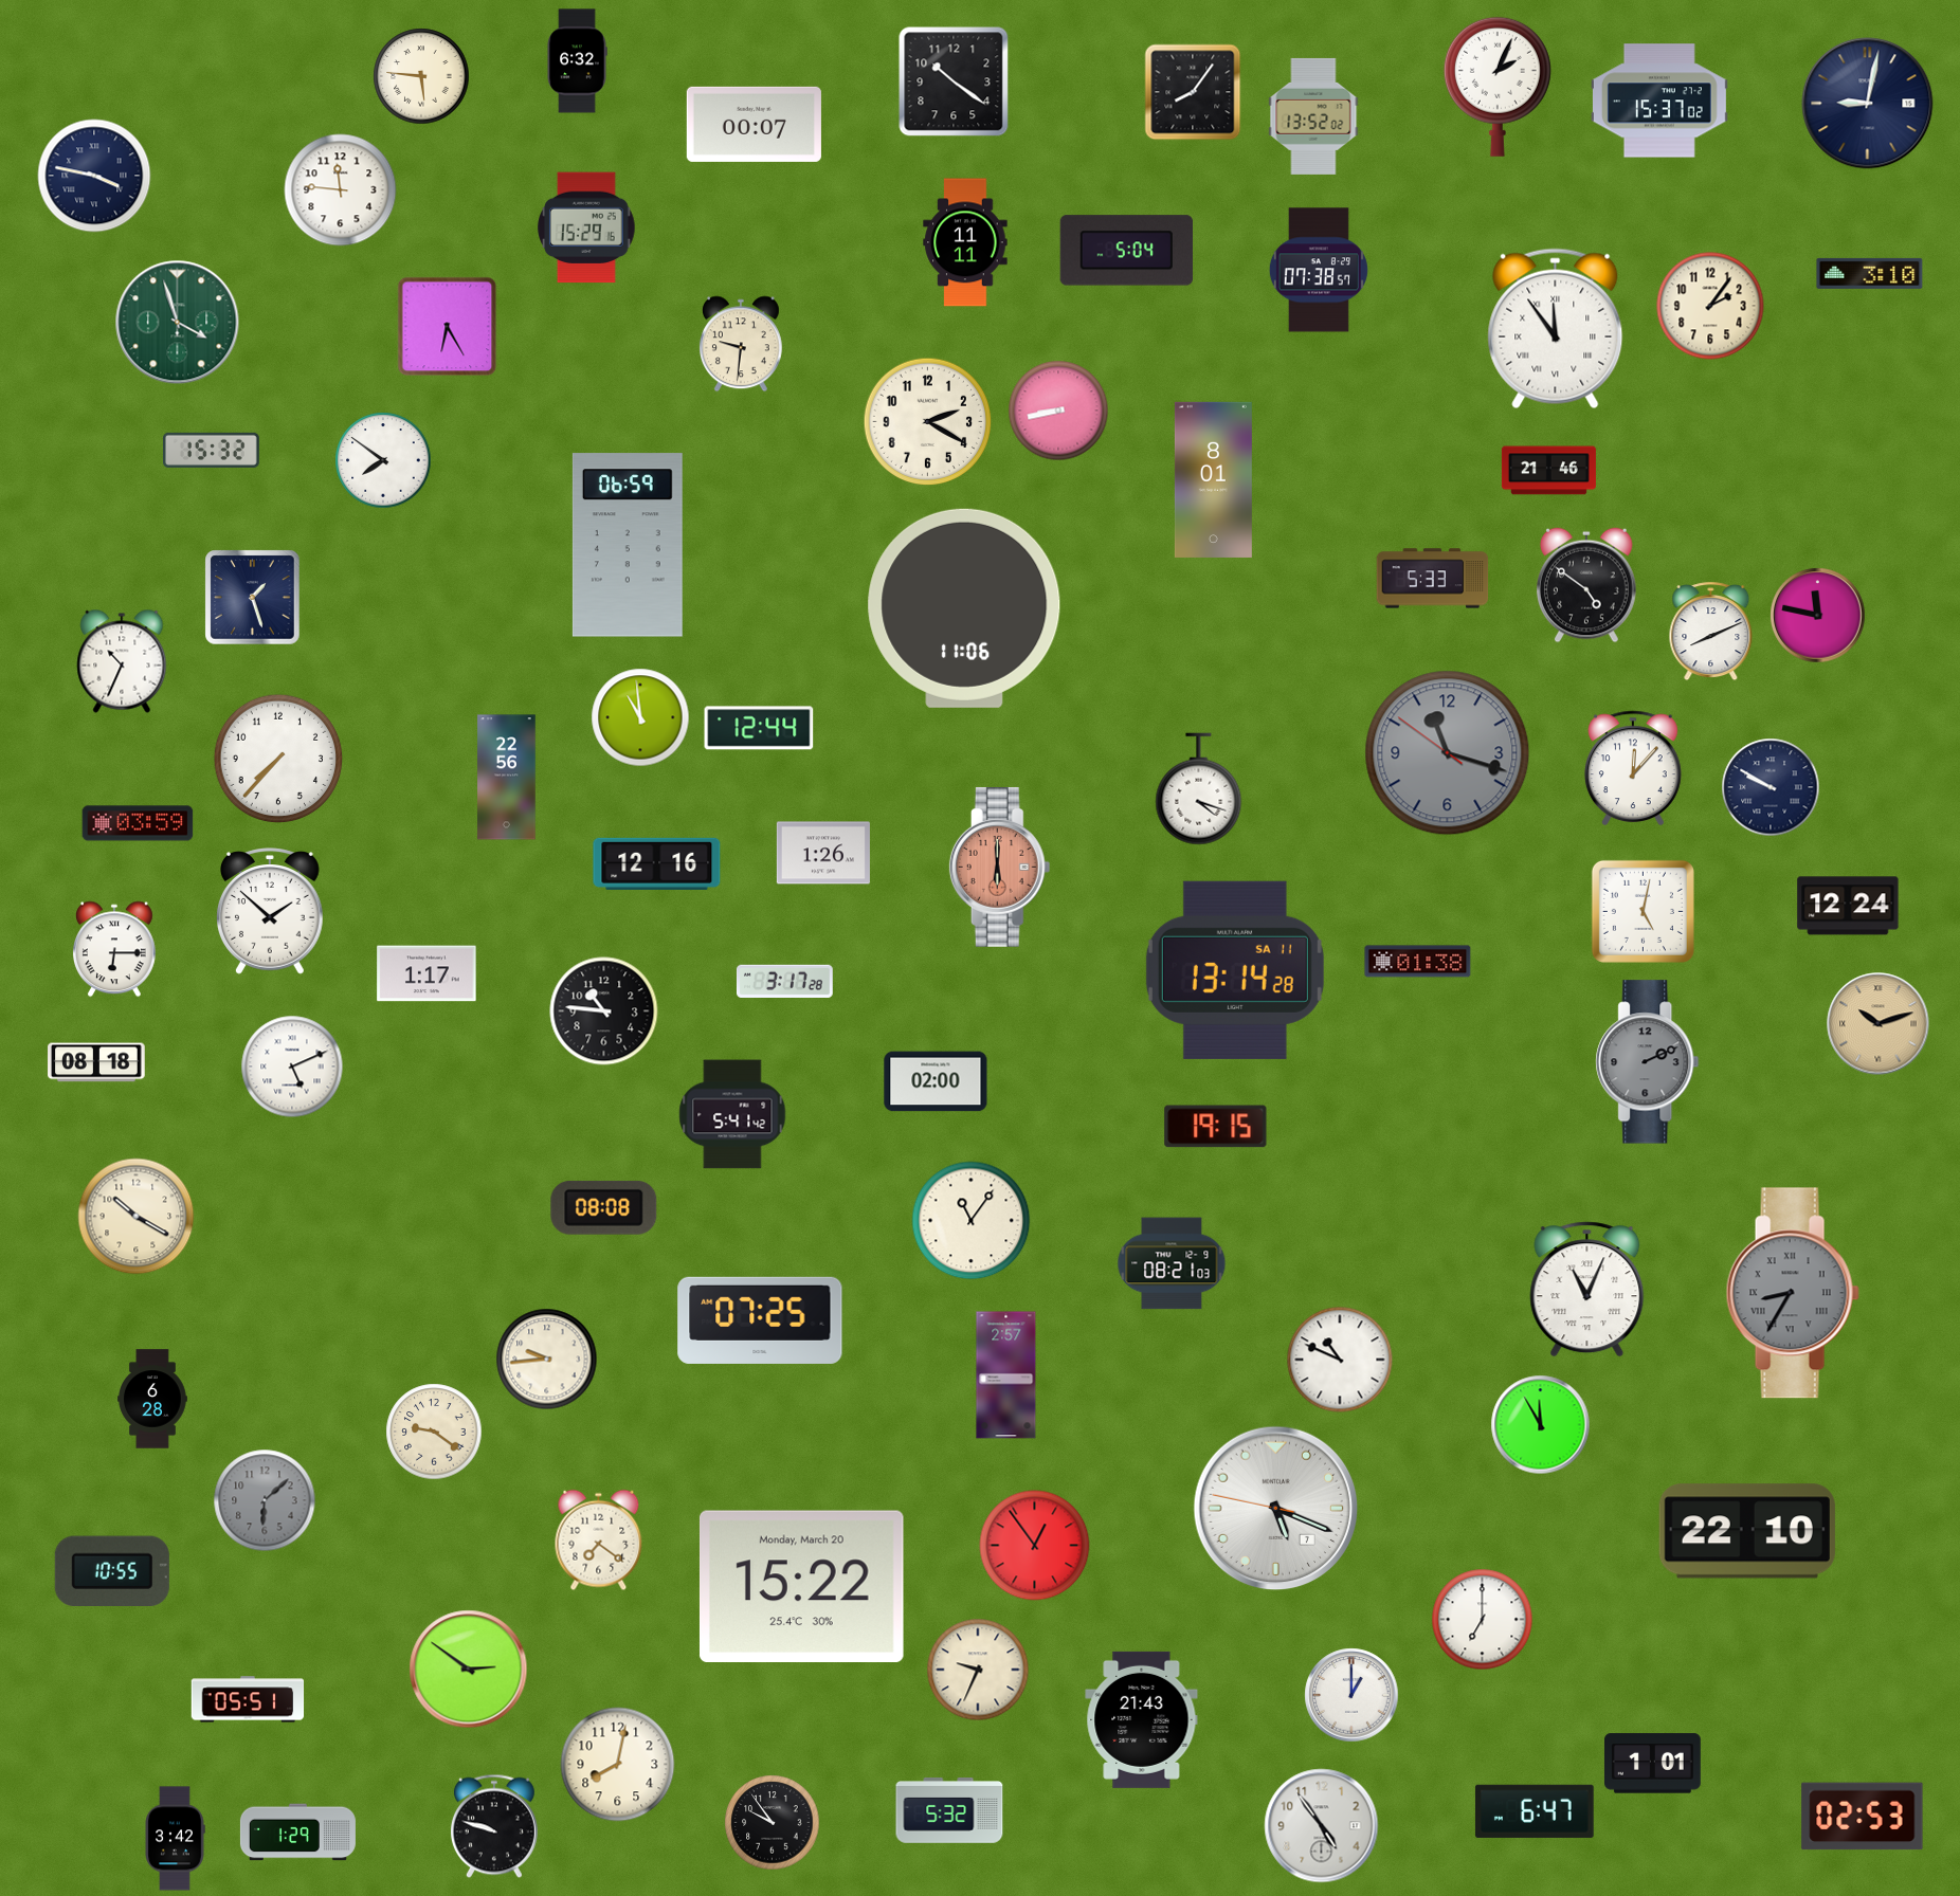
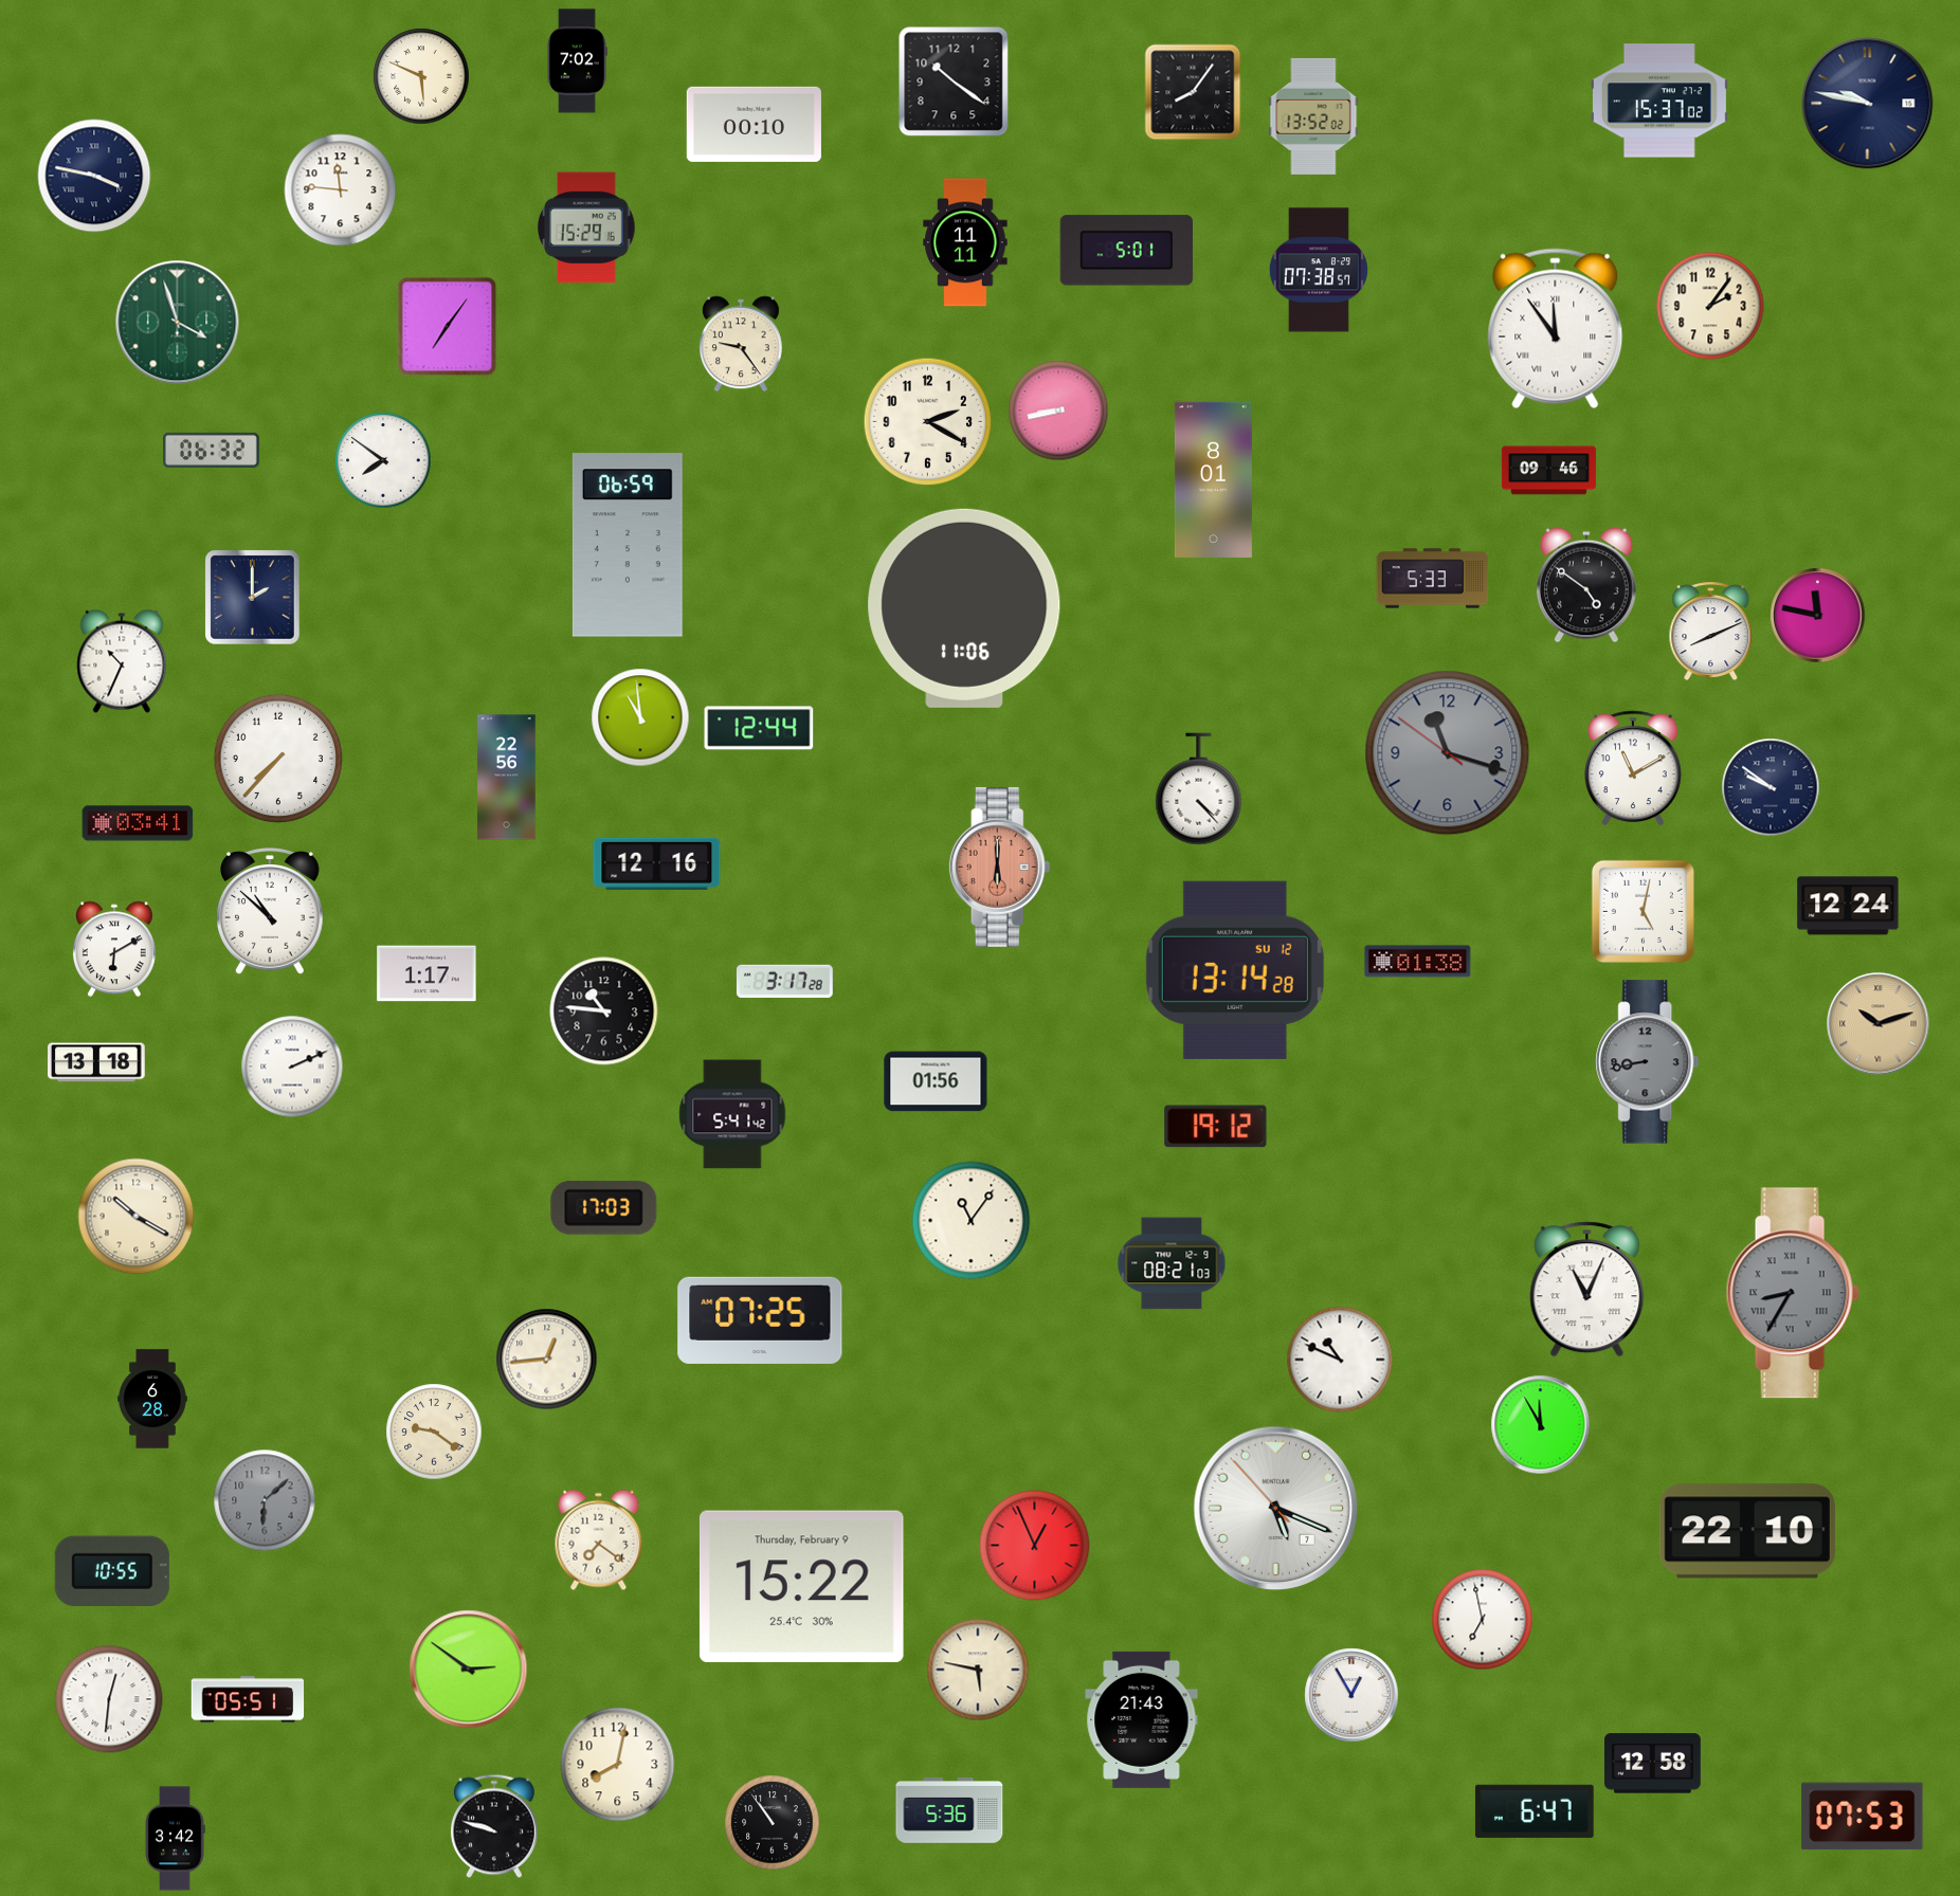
clock at (577, 61): 6:32 -> 7:02
clock at (421, 76): 5:46 -> 5:49
clock at (1498, 87): 2:04 -> none
clock at (1868, 104): 9:02 -> 9:47
clock at (754, 124): 00:07 -> 00:10
clock at (1127, 251): 5:04 -> 5:01
clock at (1870, 273): 3:10 -> none
clock at (448, 327): 6:25 -> 7:06
clock at (741, 344): 9:31 -> 9:24
clock at (212, 450): 15:32 -> 06:32
clock at (1548, 471): 21:46 -> 09:46
clock at (253, 598): 1:27 -> 2:00
clock at (1633, 768): 12:07 -> 11:10
clock at (1771, 787): 9:50 -> 9:51
clock at (1199, 789): 4:18 -> 4:23
clock at (138, 823): 03:59 -> 03:41
clock at (823, 853): 1:26 -> none
clock at (271, 911): 1:52 -> 10:52
clock at (114, 949): 6:15 -> 6:10
clock at (1235, 970) date: SA 11 -> SU 12
clock at (96, 1062): 08:18 -> 13:18
clock at (1648, 1062): 2:11 -> 8:43
clock at (292, 1066): 5:11 -> 2:11
clock at (936, 1081): 02:00 -> 01:56
clock at (1216, 1127): 19:15 -> 19:12
clock at (604, 1207): 08:08 -> 17:03
clock at (547, 1360): 9:44 -> 12:44
clock at (1006, 1375): 2:57 -> none
clock at (1276, 1509): 5:18:47 -> 5:18:53
clock at (1035, 1546): 12:54 -> 12:56
clock at (801, 1586) date: Monday, March 20 -> Thursday, February 9
clock at (1483, 1620): 7:00 -> 6:58
clock at (978, 1670): 9:34 -> 5:47
clock at (1351, 1695): 1:00 -> 12:55
clock at (109, 1699): none -> 12:31
clock at (1652, 1764): 1:01 -> 12:58
clock at (949, 1811): 5:32 -> 5:36
clock at (1863, 1817): 02:53 -> 07:53
clock at (773, 1823): 9:54 -> 10:54
clock at (1322, 1826): 4:54 -> none
clock at (297, 1833): 1:29 -> none
